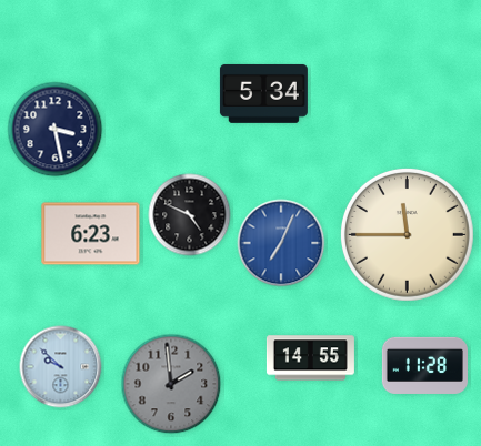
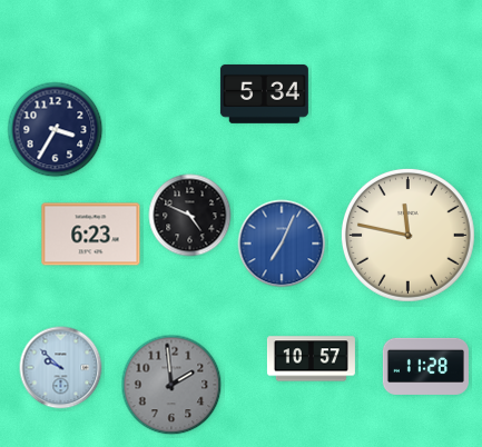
clock at (56, 130): 3:28 -> 3:35
clock at (407, 234): 11:45 -> 11:47
clock at (310, 358): 14:55 -> 10:57
